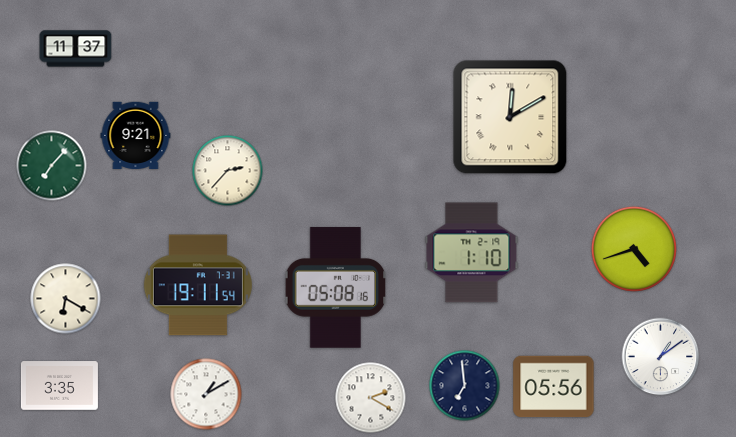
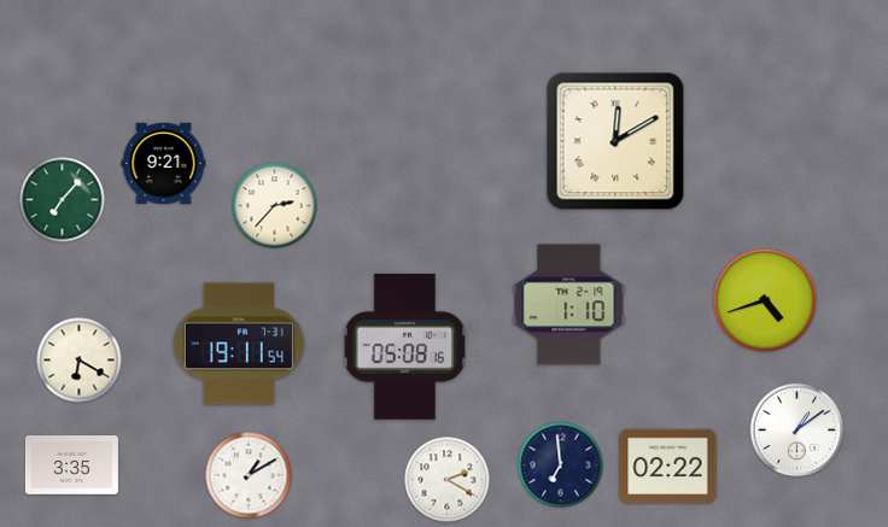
clock at (76, 49): 11:37 -> none
clock at (554, 387): 05:56 -> 02:22
